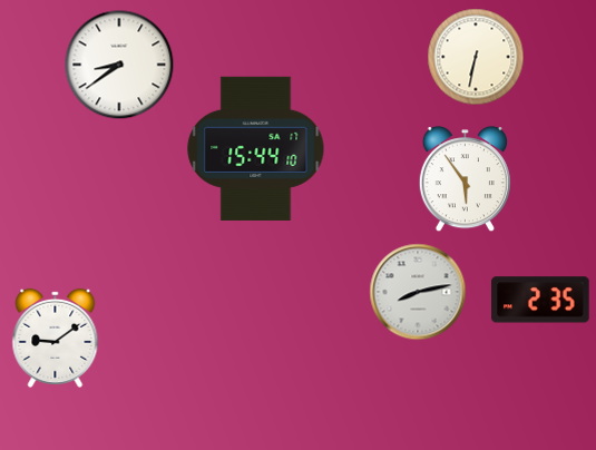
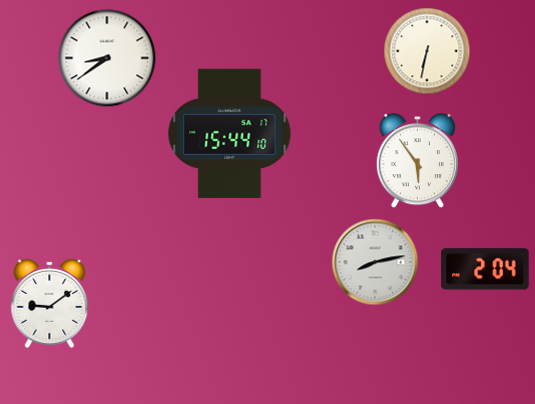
clock at (540, 300): 2:35 -> 2:04
